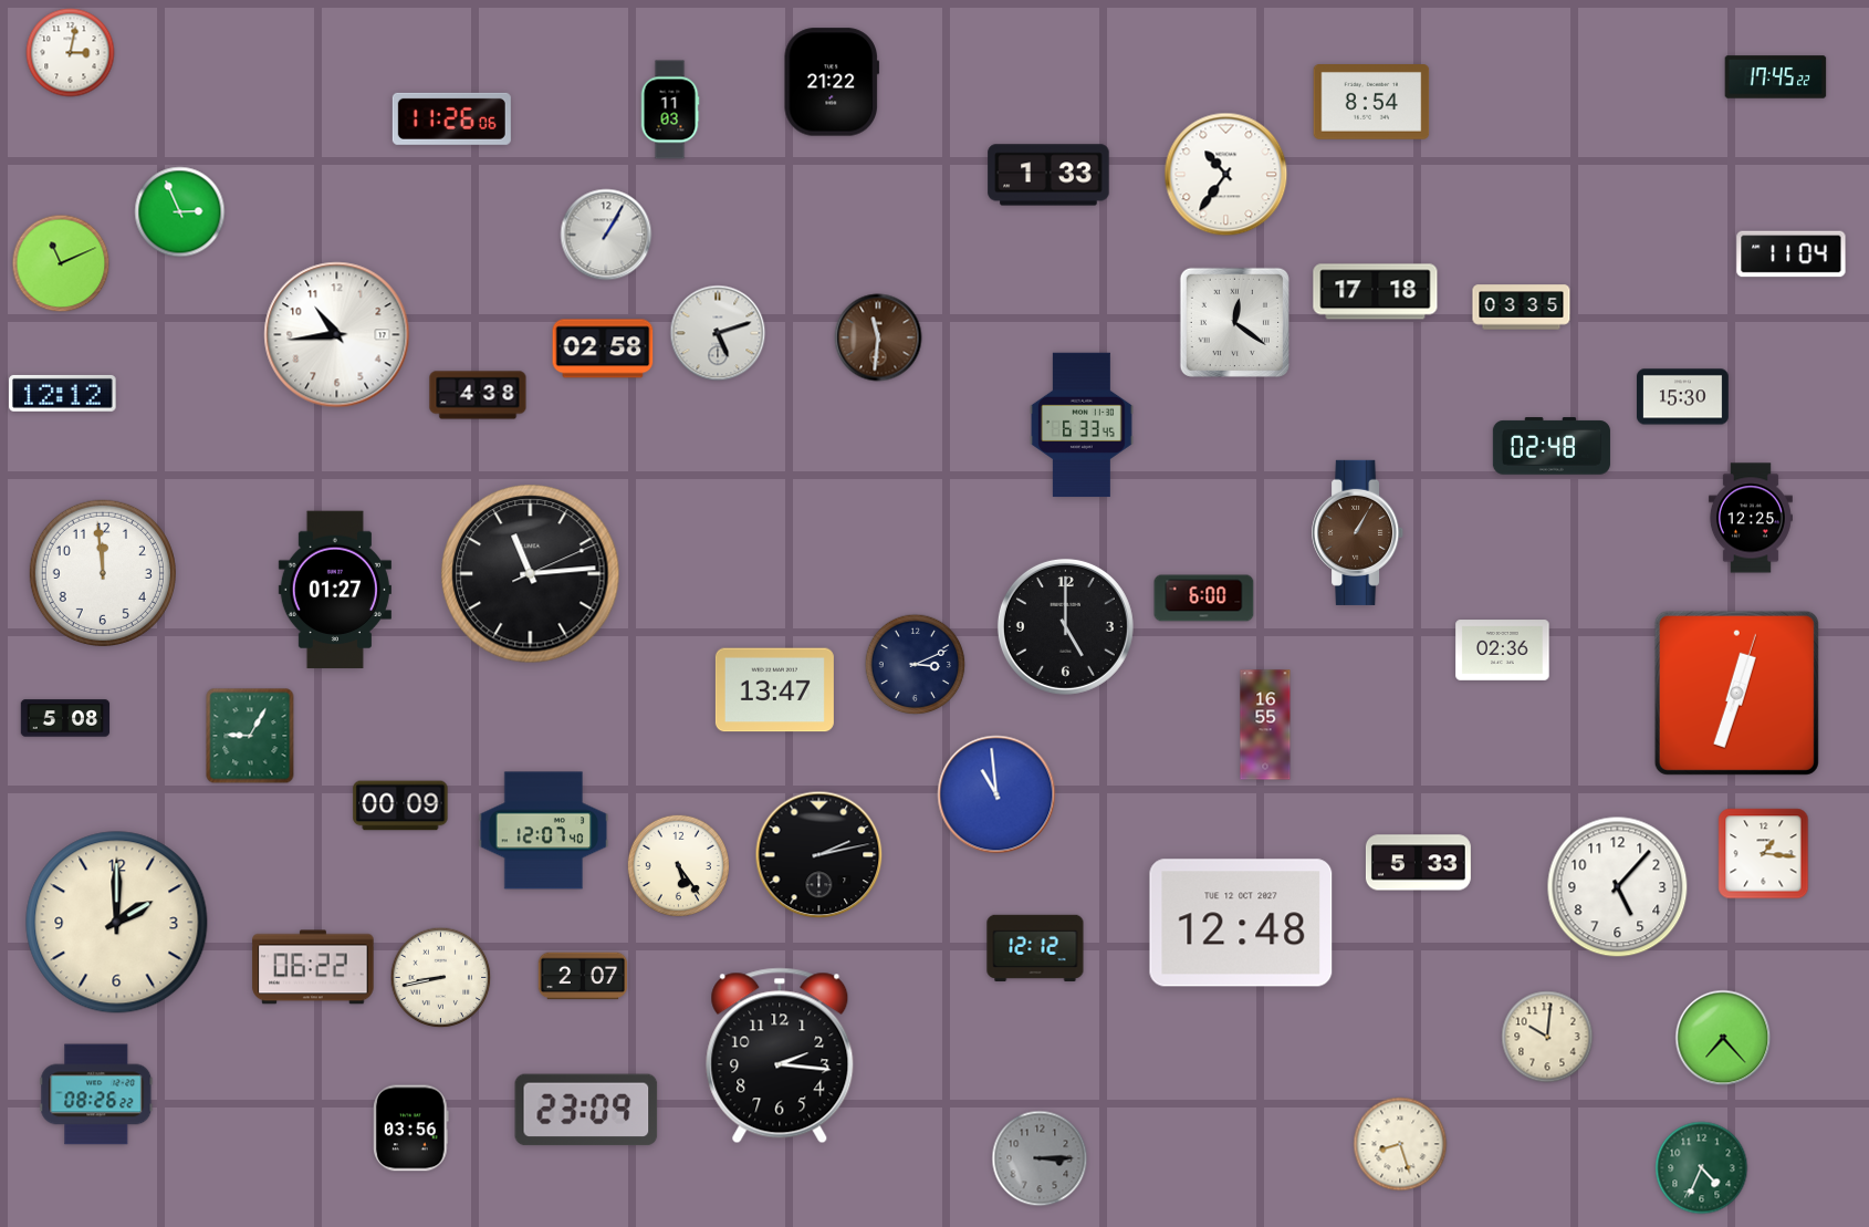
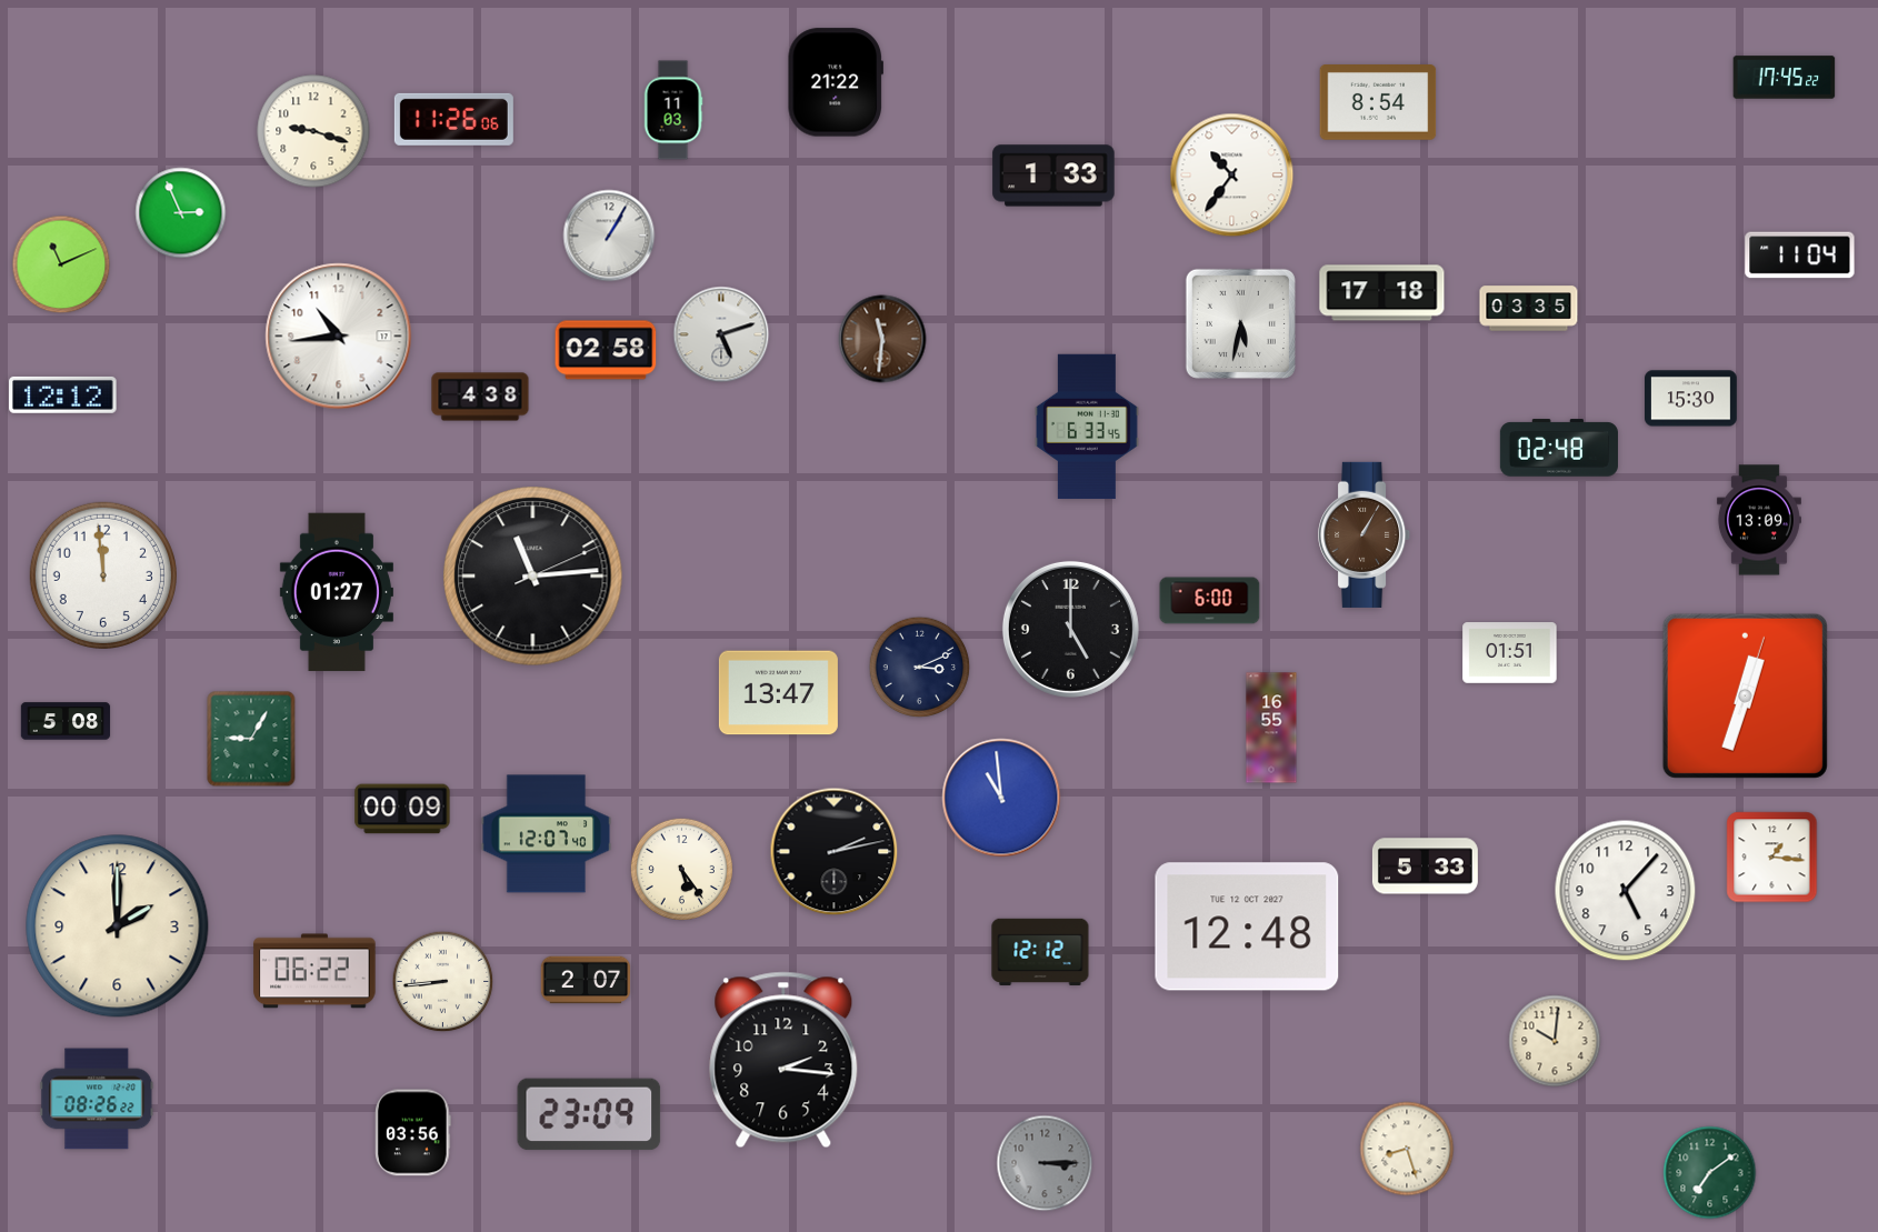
clock at (71, 53): 3:02 -> none
clock at (313, 131): none -> 9:18
clock at (1234, 322): 12:21 -> 5:32
clock at (1751, 518): 12:25 -> 13:09
clock at (1503, 651): 02:36 -> 01:51
clock at (819, 855) position: (819, 855) -> (835, 852)
clock at (441, 978): 8:43 -> 8:44
clock at (1723, 1038): 7:23 -> none
clock at (1702, 1168): 4:34 -> 7:09
